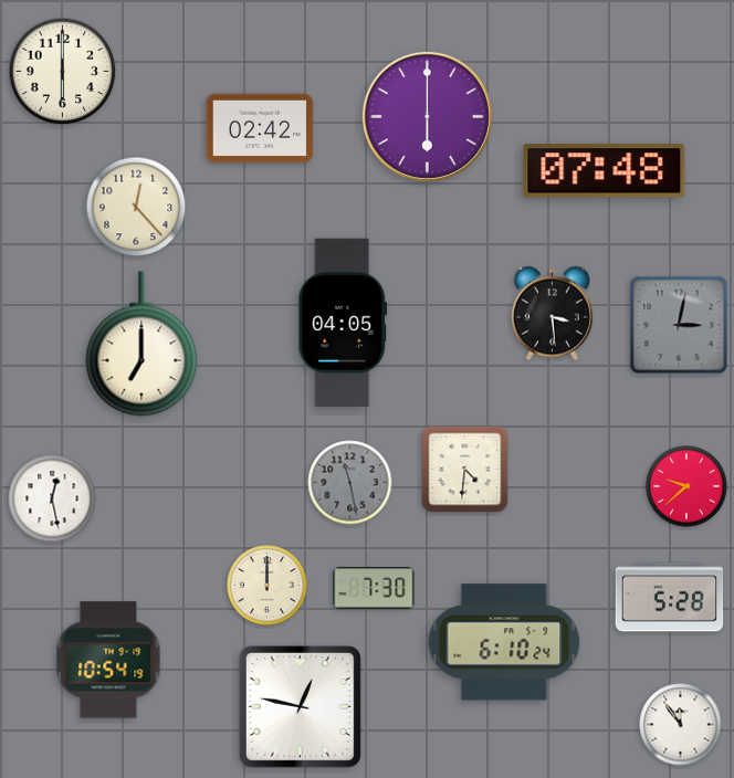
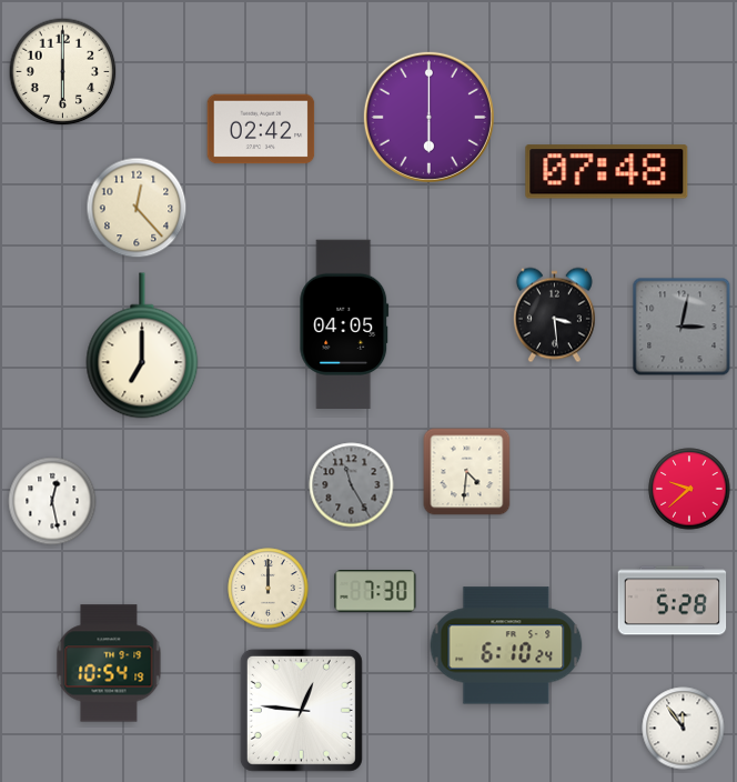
clock at (350, 483): 11:28 -> 11:25
clock at (300, 706): 12:47 -> 12:46
